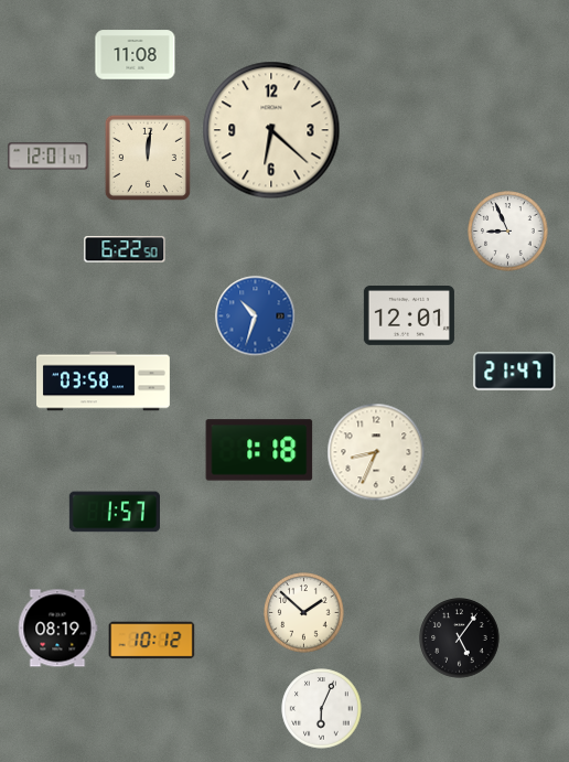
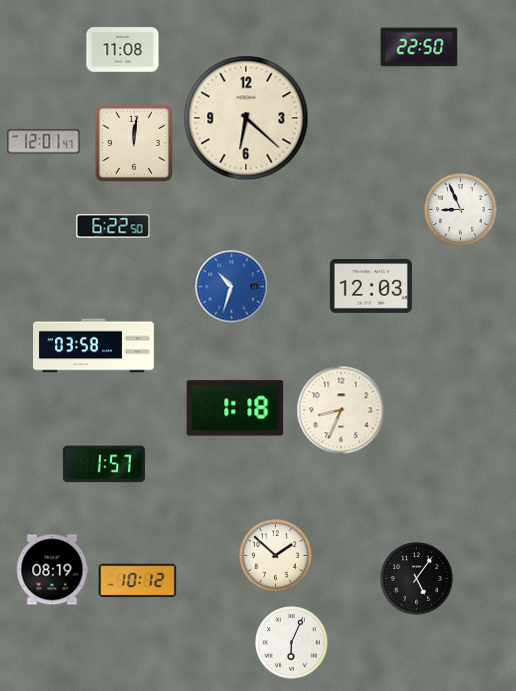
clock at (419, 47): none -> 22:50
clock at (409, 316): 12:01 -> 12:03
clock at (515, 372): 21:47 -> none
